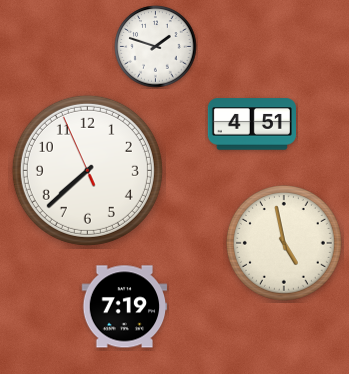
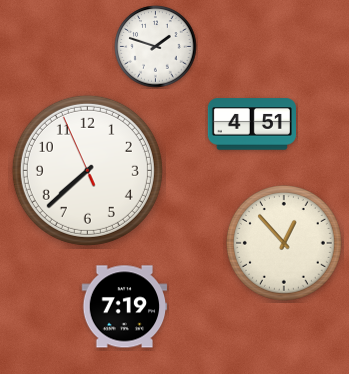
clock at (284, 243): 4:58 -> 12:53
